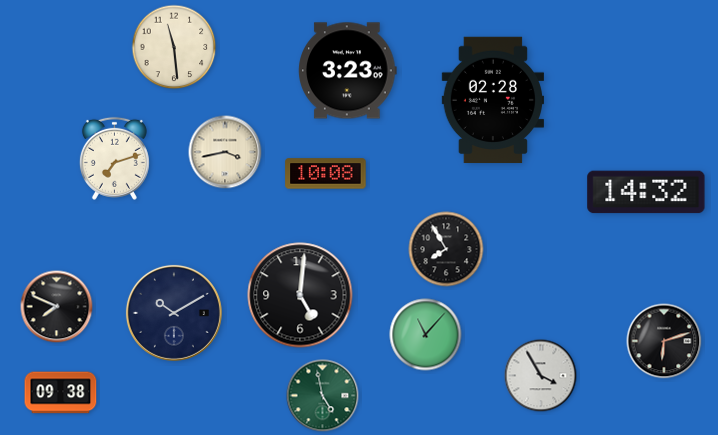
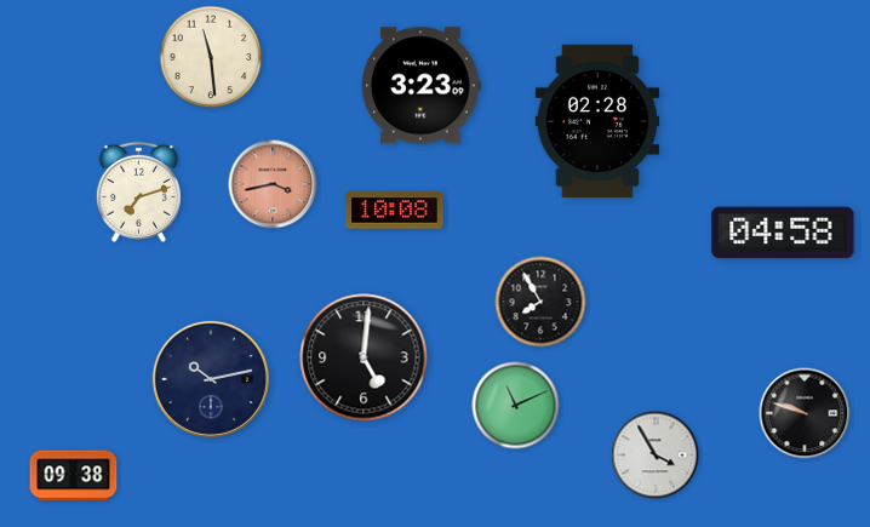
clock at (225, 152) dial: cream -> salmon
clock at (646, 192): 14:32 -> 04:58
clock at (57, 307): 7:49 -> none
clock at (174, 313): 10:10 -> 10:13
clock at (426, 335): 11:07 -> 11:11
clock at (664, 341): 6:12 -> 9:48
clock at (323, 396): 4:58 -> none
